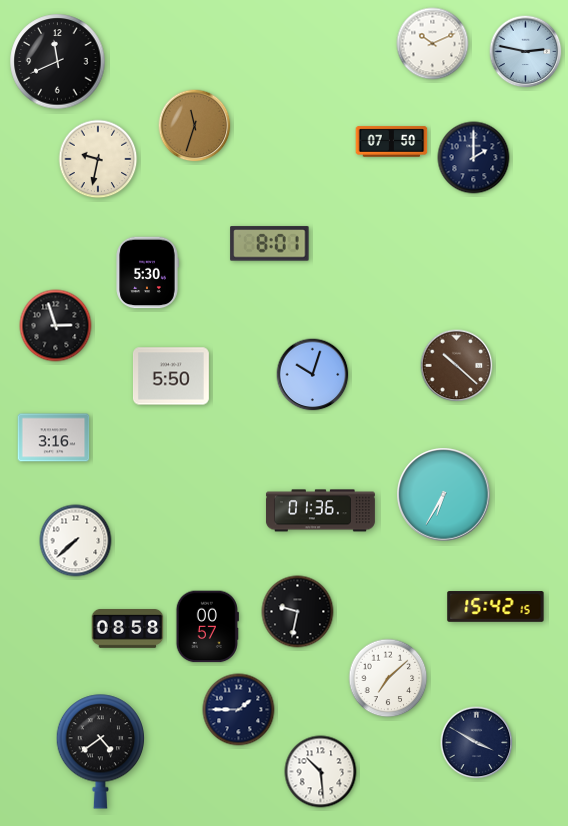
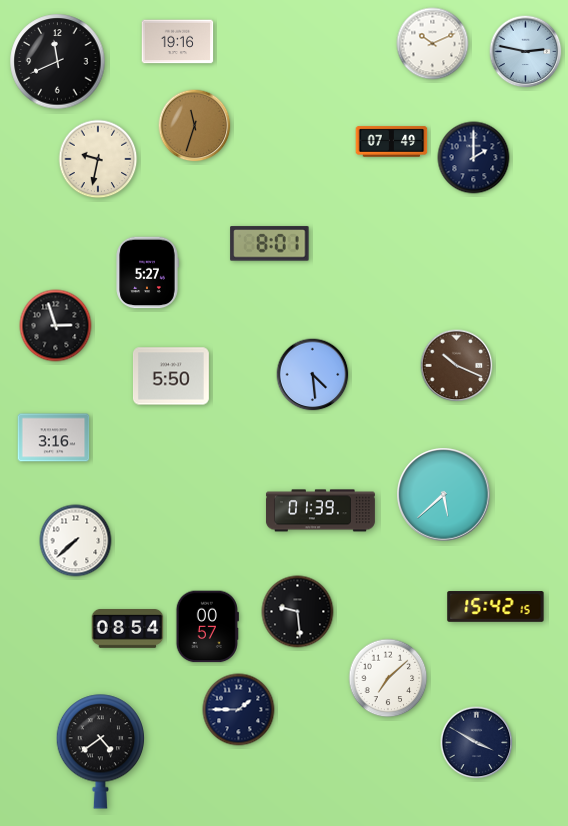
clock at (178, 42): none -> 19:16
clock at (392, 142): 07:50 -> 07:49
clock at (147, 273): 5:30 -> 5:27
clock at (457, 366): 10:22 -> 10:19
clock at (313, 375): 10:03 -> 4:29
clock at (444, 495): 6:35 -> 5:38
clock at (320, 511): 01:36 -> 01:39
clock at (298, 612): 9:32 -> 9:29
clock at (128, 629): 08:58 -> 08:54
clock at (321, 772): 10:29 -> none
